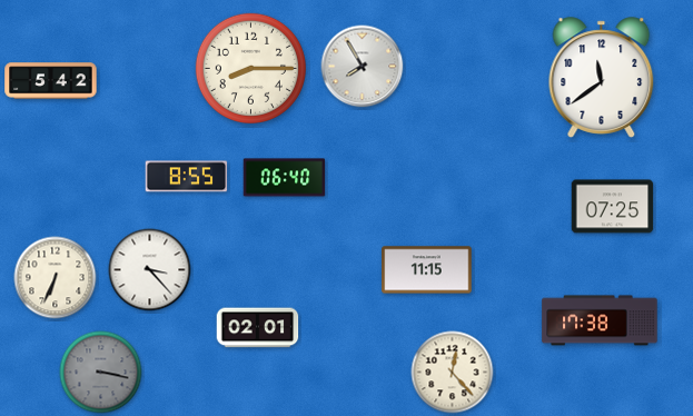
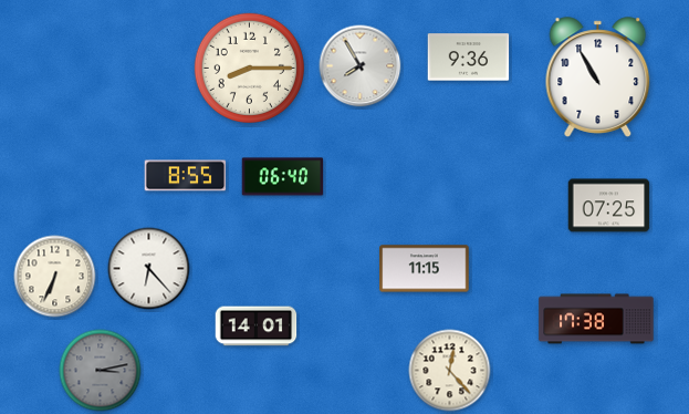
clock at (469, 58): none -> 9:36
clock at (602, 78): 11:39 -> 10:55
clock at (51, 81): 5:42 -> none
clock at (150, 270): 3:23 -> 6:23
clock at (258, 328): 02:01 -> 14:01
clock at (101, 373): 3:17 -> 3:13
